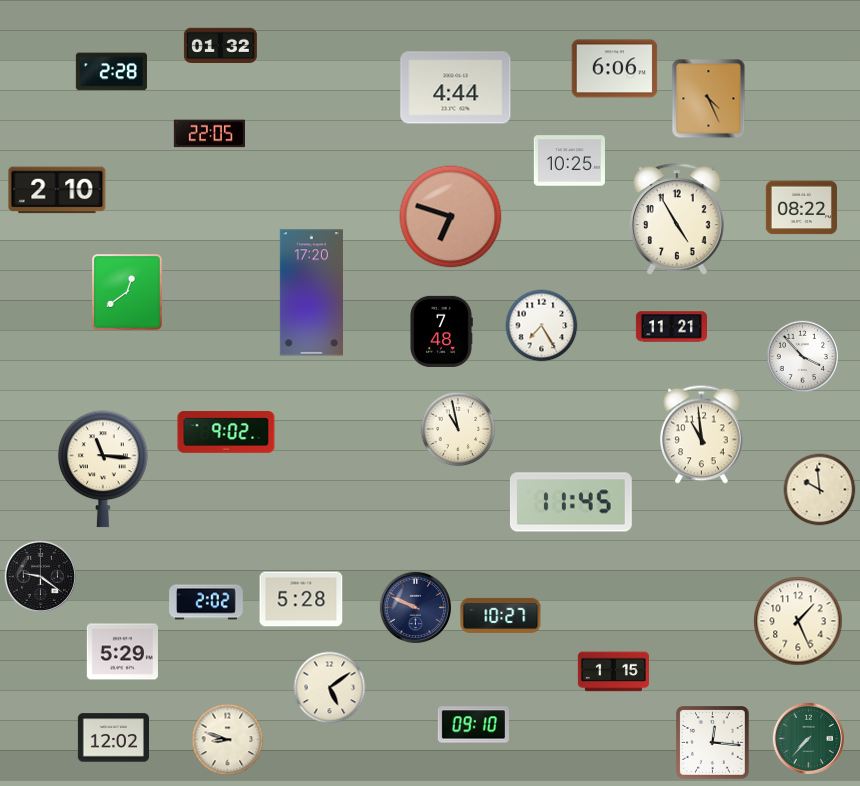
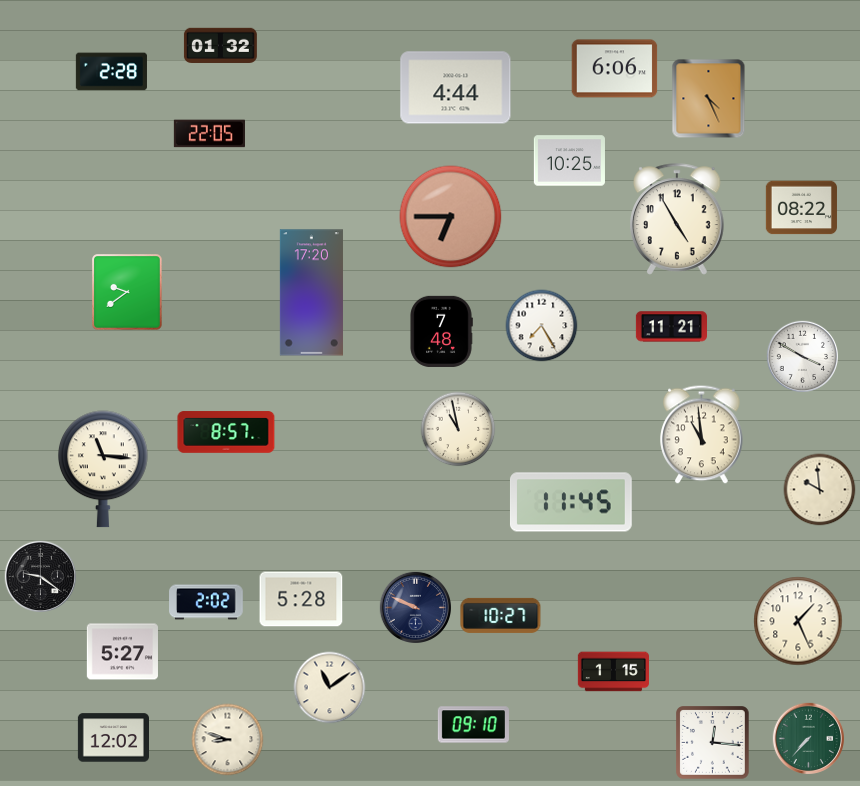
clock at (57, 190): 2:10 -> none
clock at (451, 217): 6:48 -> 6:45
clock at (128, 293): 12:39 -> 9:39
clock at (802, 356): 3:53 -> 3:50
clock at (226, 432): 9:02 -> 8:57
clock at (122, 652): 5:29 -> 5:27
clock at (330, 688): 5:09 -> 11:09
